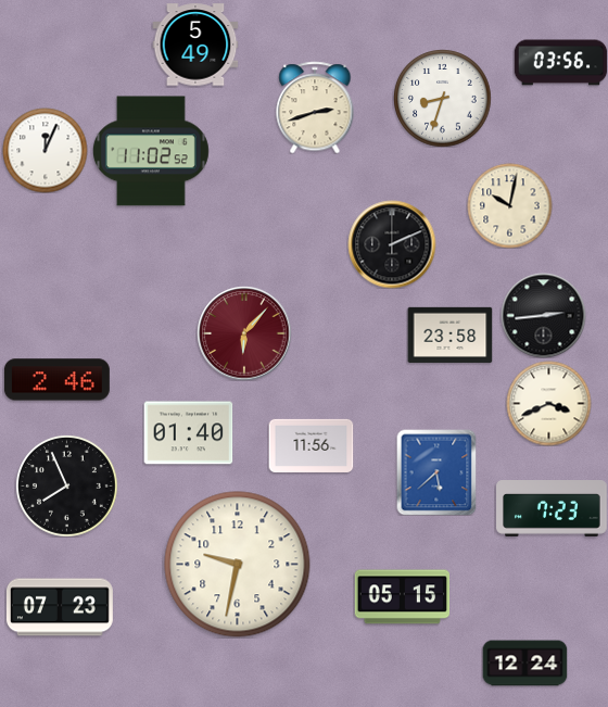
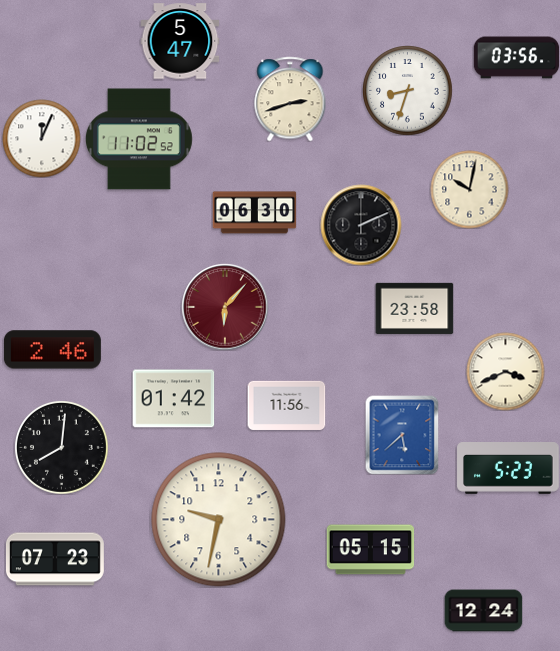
clock at (195, 45): 5:49 -> 5:47
clock at (254, 213): none -> 06:30
clock at (543, 315): 2:44 -> none
clock at (188, 433): 01:40 -> 01:42
clock at (311, 445) position: (311, 445) -> (286, 405)
clock at (66, 485): 7:56 -> 8:01
clock at (552, 509): 7:23 -> 5:23
